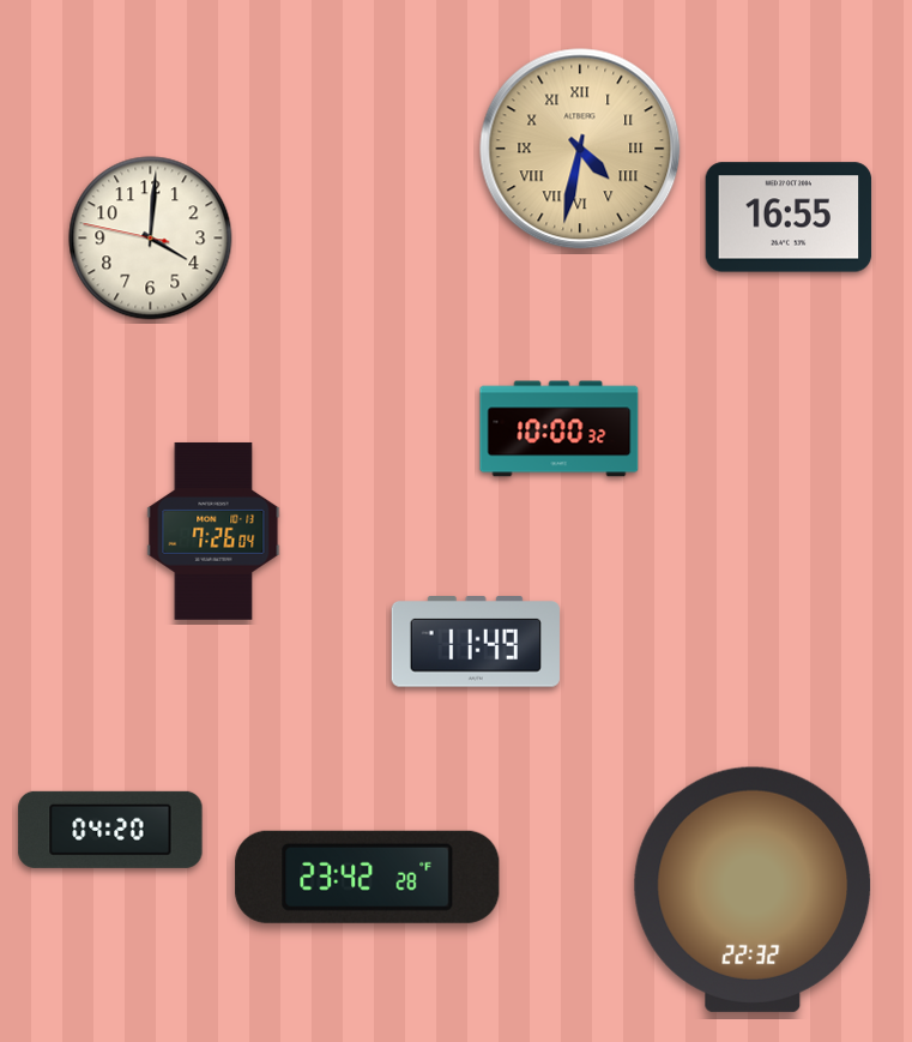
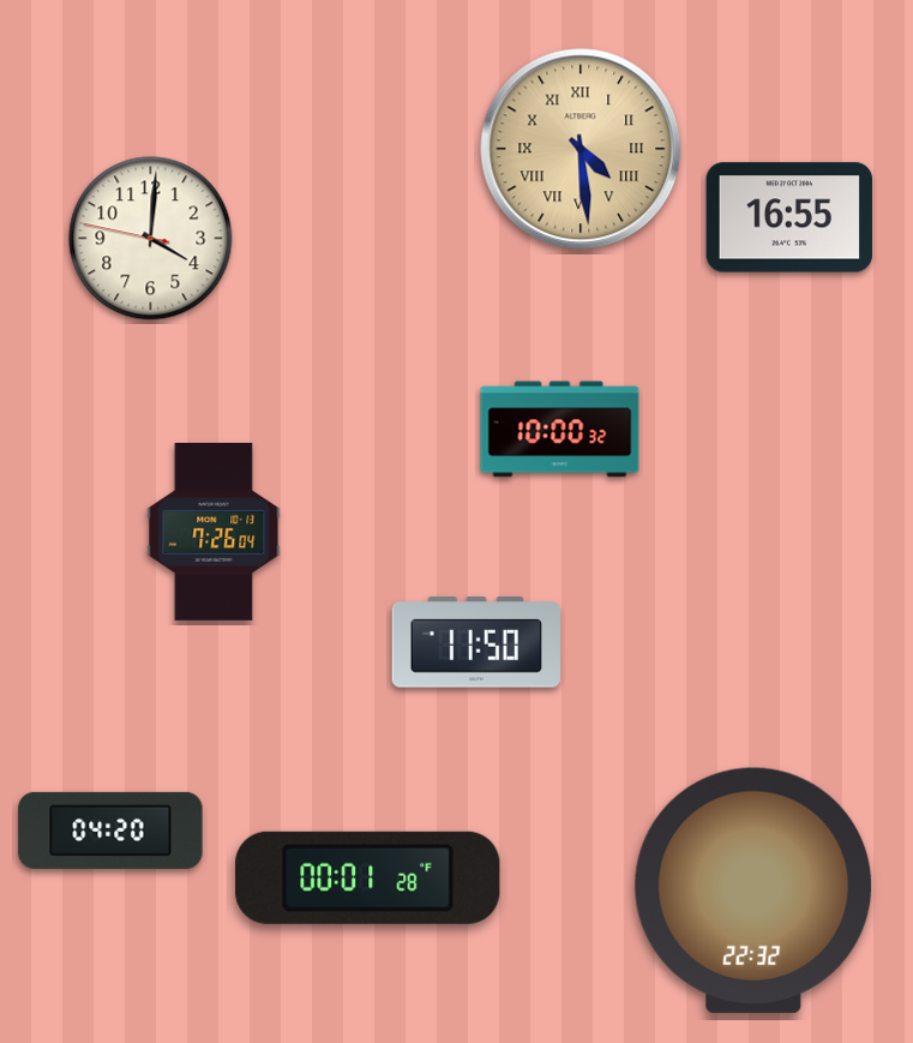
clock at (580, 149): 4:32 -> 4:29
clock at (476, 642): 11:49 -> 11:50
clock at (368, 877): 23:42 -> 00:01
